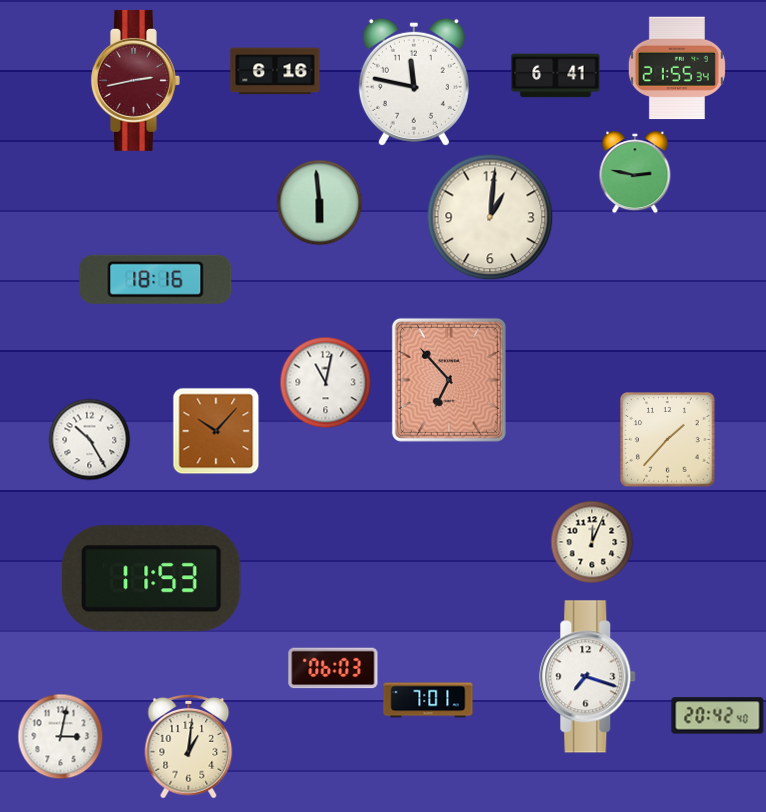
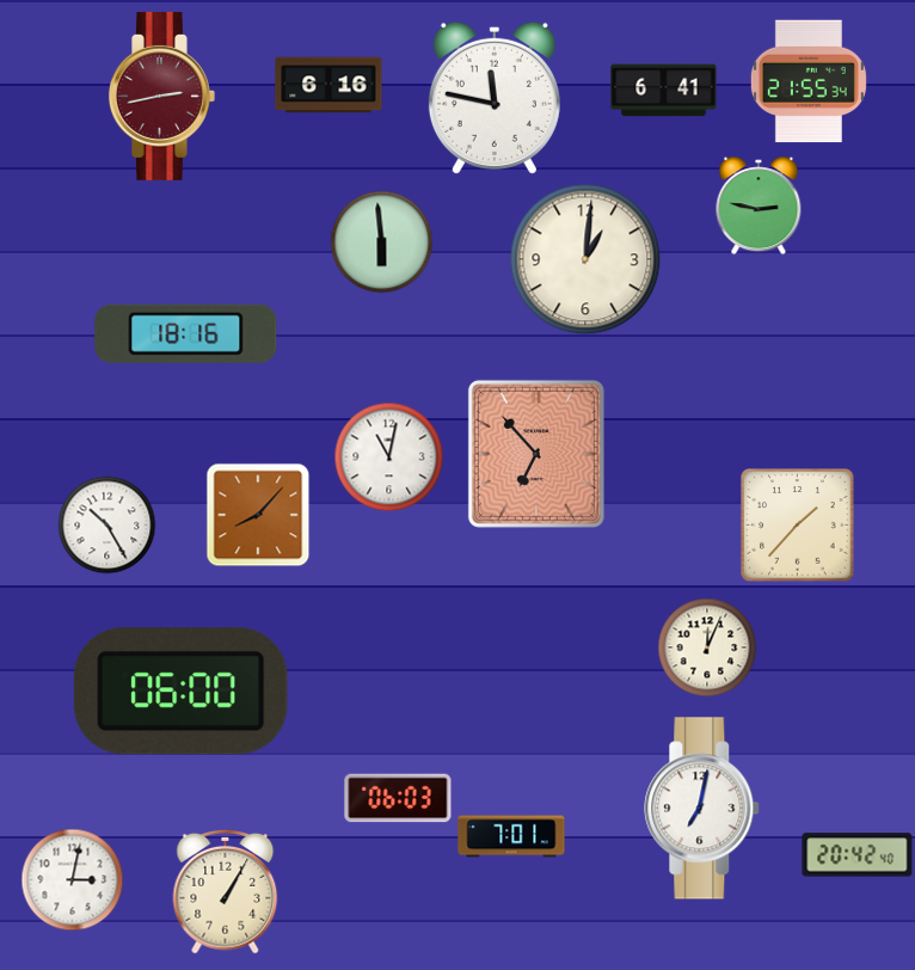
clock at (216, 431): 10:07 -> 8:07
clock at (151, 579): 11:53 -> 06:00
clock at (588, 677): 7:18 -> 7:02
clock at (189, 746): 1:01 -> 1:05
